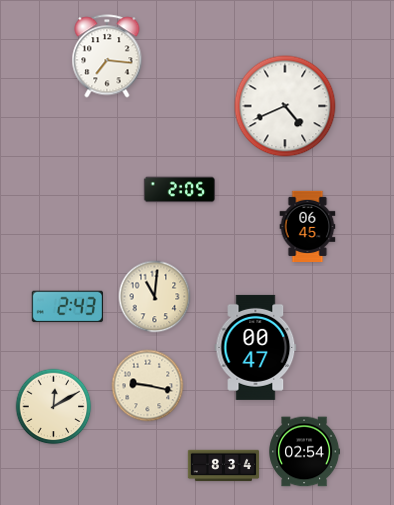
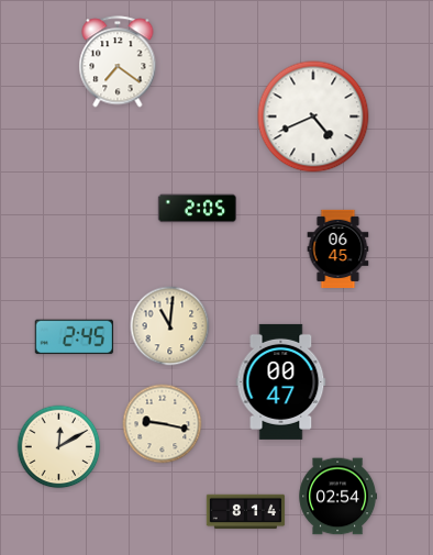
clock at (107, 56): 7:16 -> 7:21
clock at (67, 307): 2:43 -> 2:45
clock at (304, 452) position: (304, 452) -> (337, 497)
clock at (224, 466): 8:34 -> 8:14
